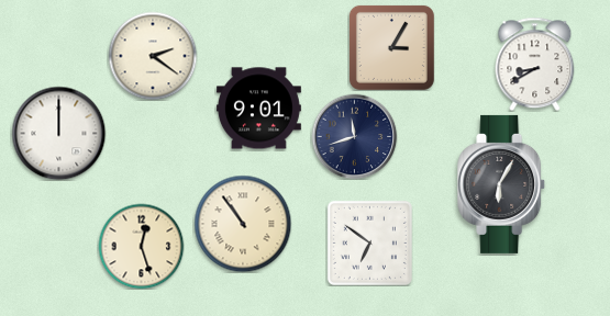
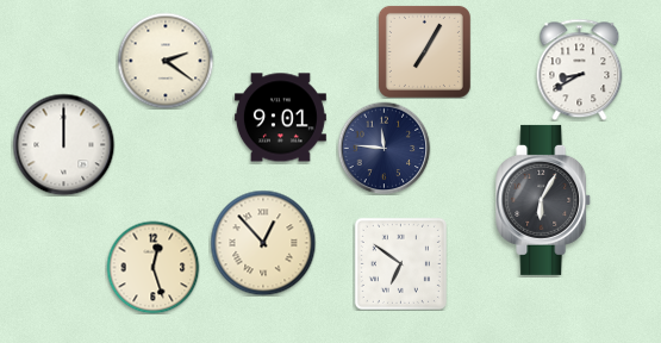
clock at (391, 47): 3:05 -> 7:05
clock at (354, 136): 11:42 -> 11:46
clock at (243, 224): 10:54 -> 12:53
